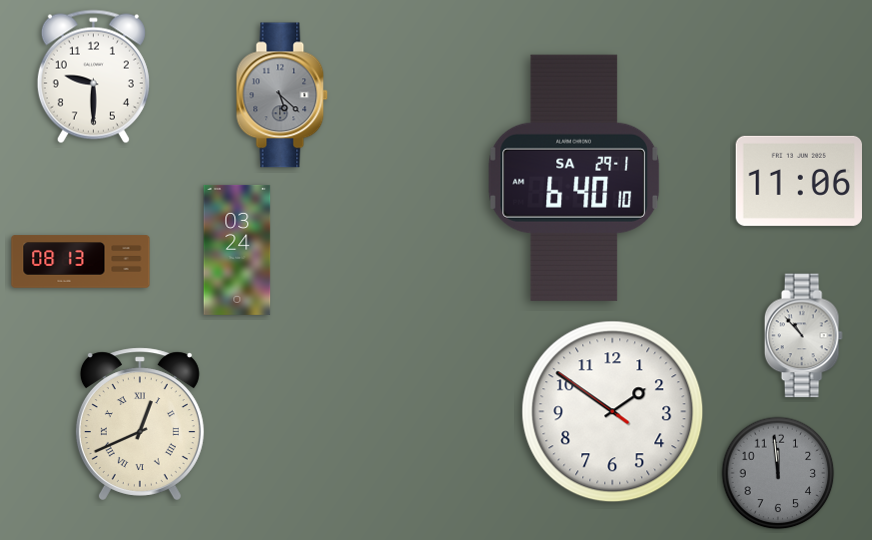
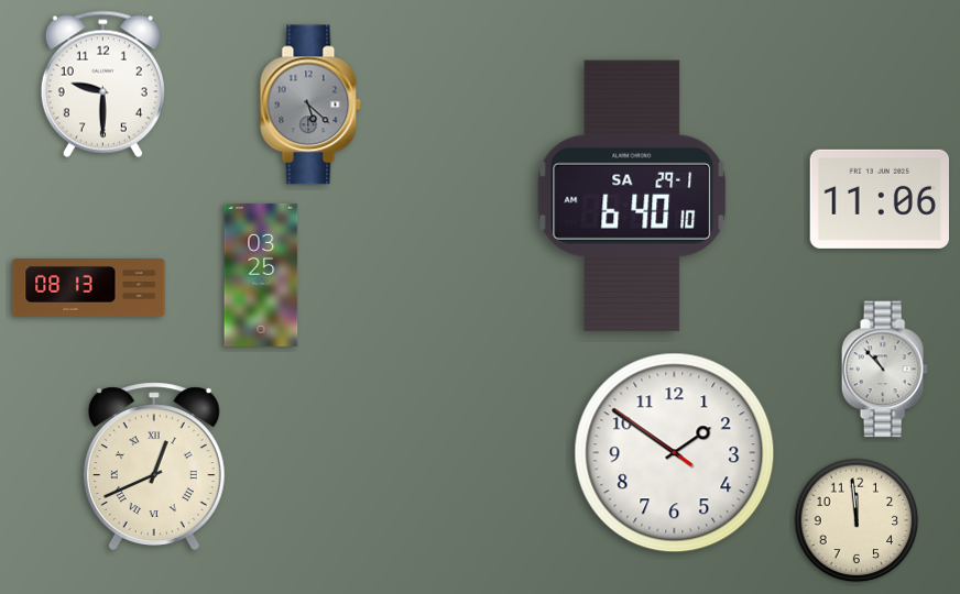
clock at (237, 250): 03:24 -> 03:25
clock at (778, 473) dial: grey -> cream
